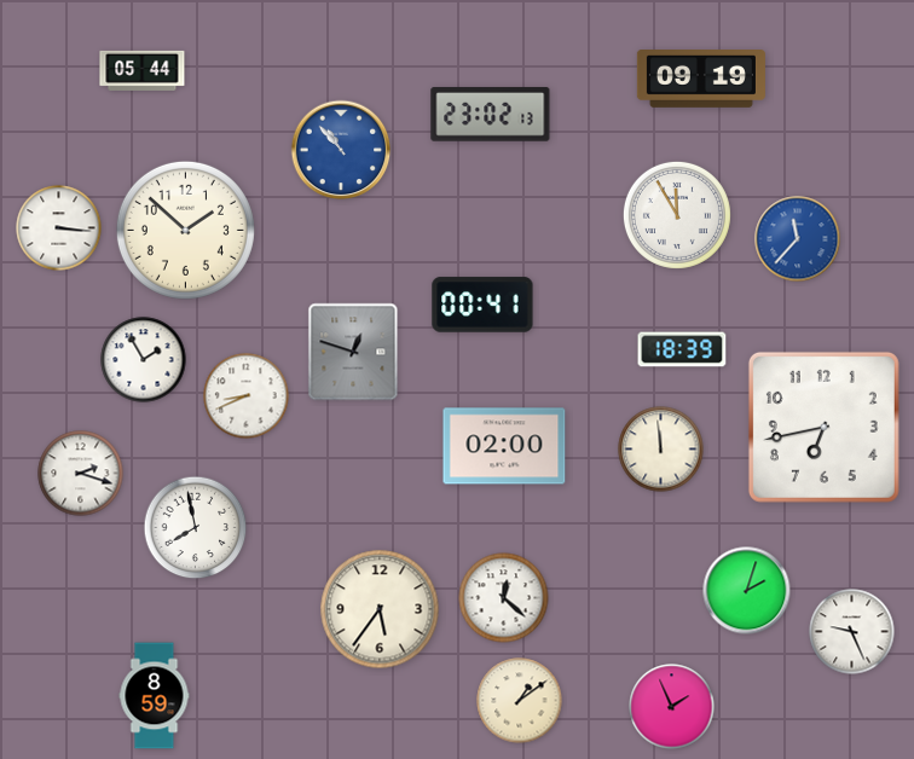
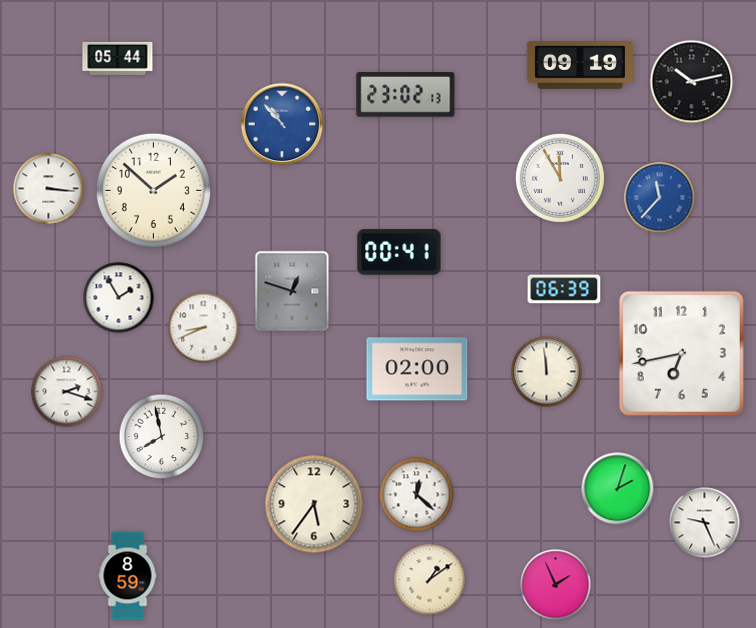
clock at (692, 82): none -> 10:13
clock at (682, 349): 18:39 -> 06:39
